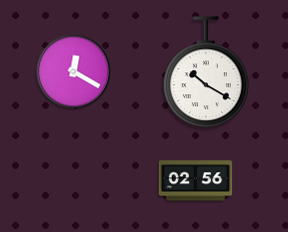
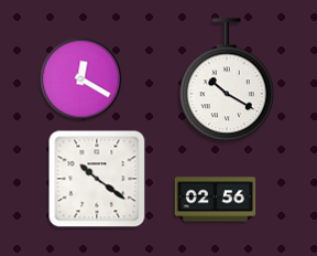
clock at (97, 179): none -> 10:21
